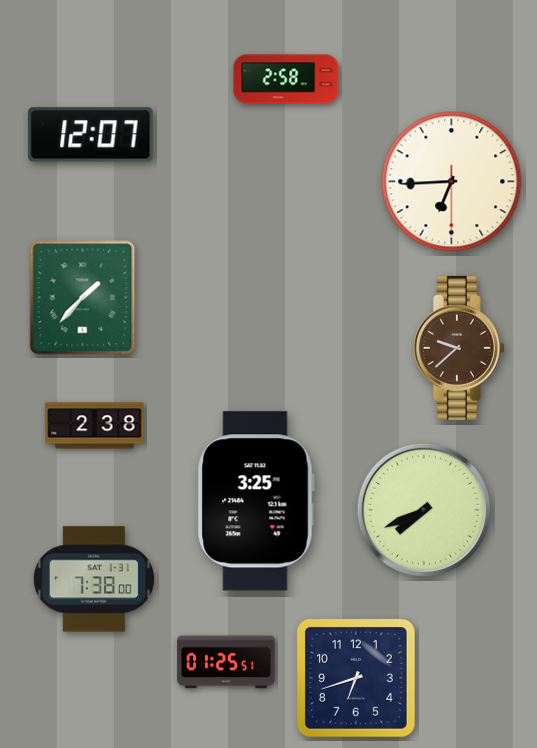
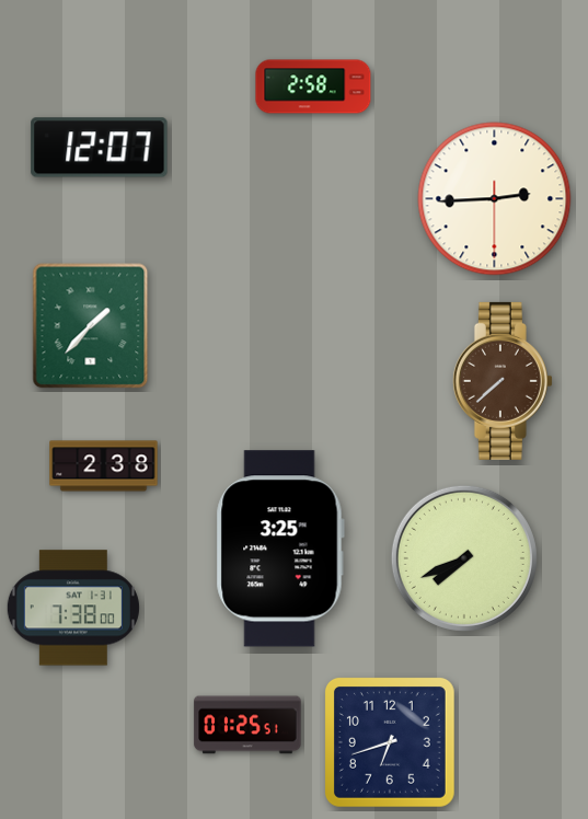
clock at (452, 182): 6:44 -> 2:44
clock at (459, 348): 9:38 -> 7:38
clock at (94, 579) position: (94, 579) -> (73, 608)
